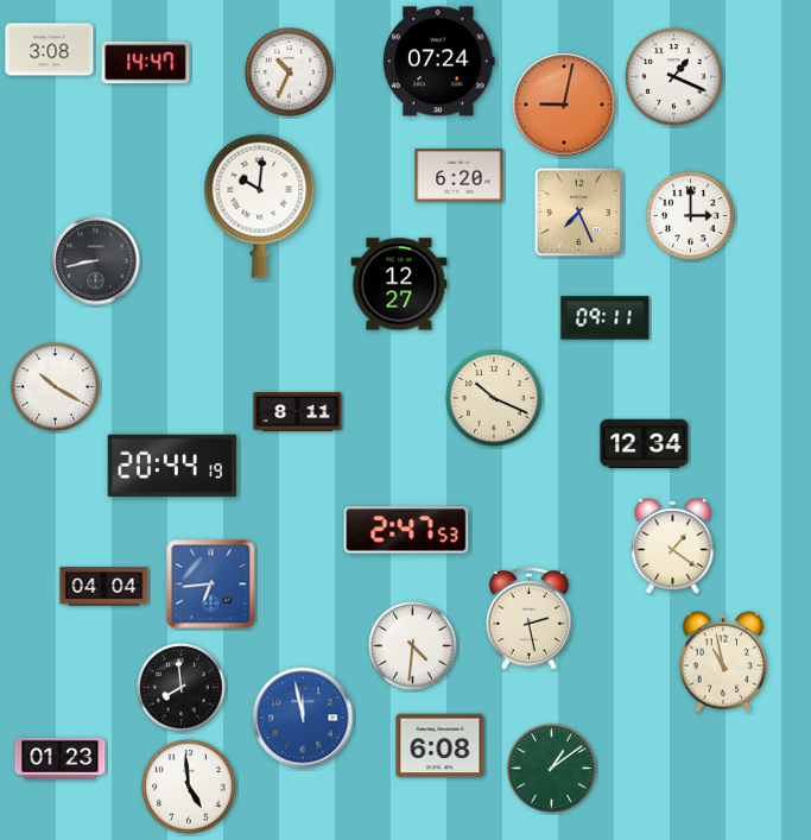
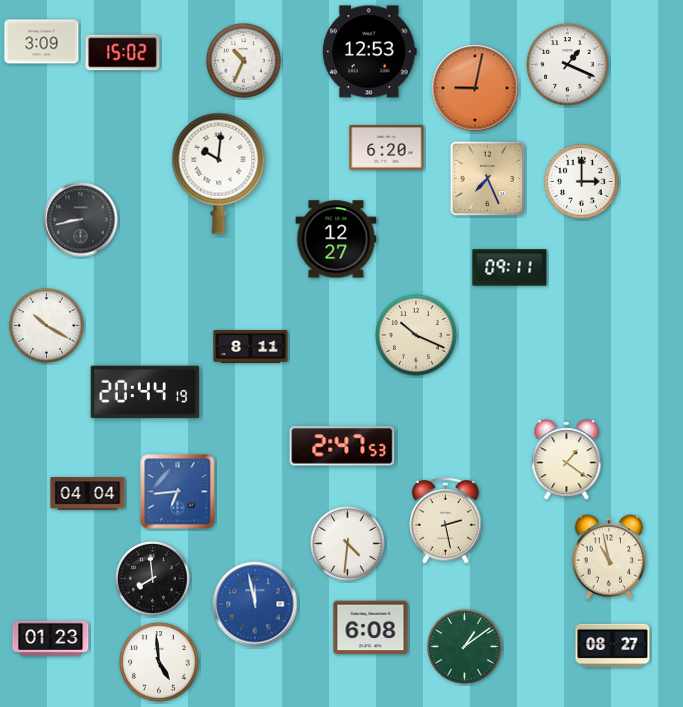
clock at (50, 50): 3:08 -> 3:09
clock at (438, 62): 07:24 -> 12:53
clock at (146, 63): 14:47 -> 15:02
clock at (645, 444): 12:34 -> none
clock at (613, 646): none -> 08:27
